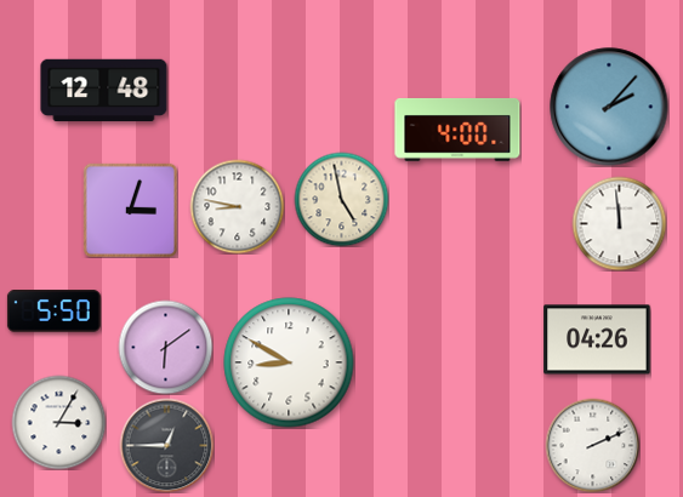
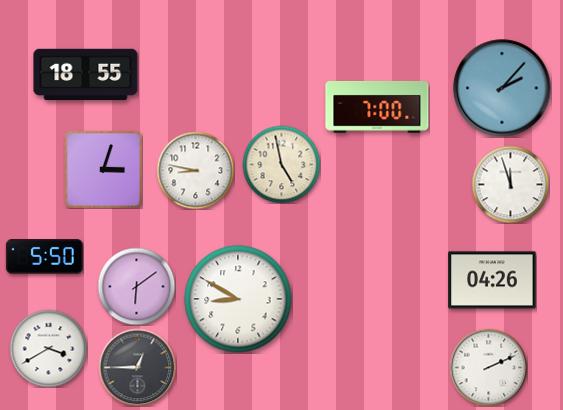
clock at (104, 91): 12:48 -> 18:55
clock at (457, 130): 4:00 -> 7:00
clock at (130, 210) position: (130, 210) -> (103, 169)
clock at (619, 223): 11:59 -> 11:57
clock at (58, 422): 3:05 -> 3:40
